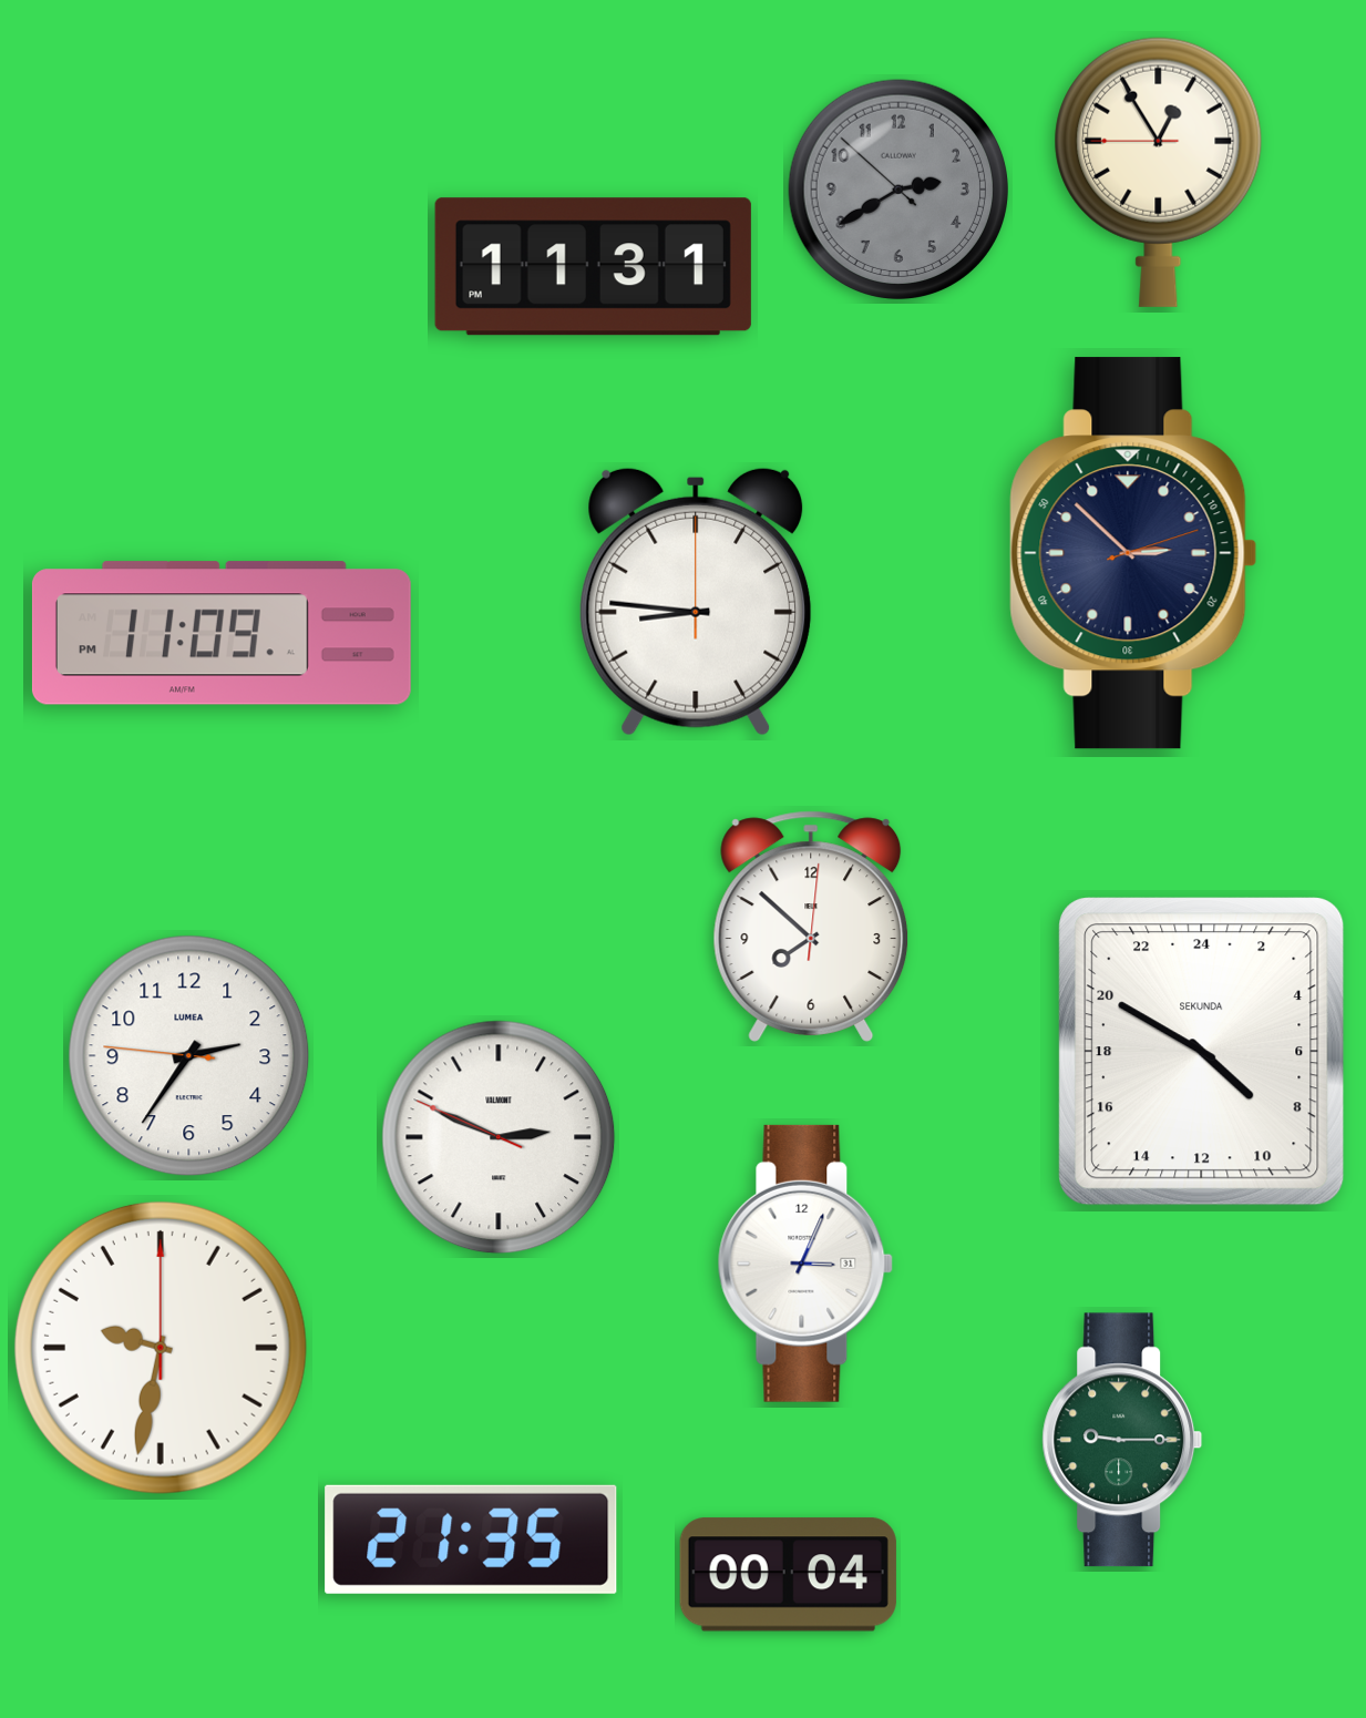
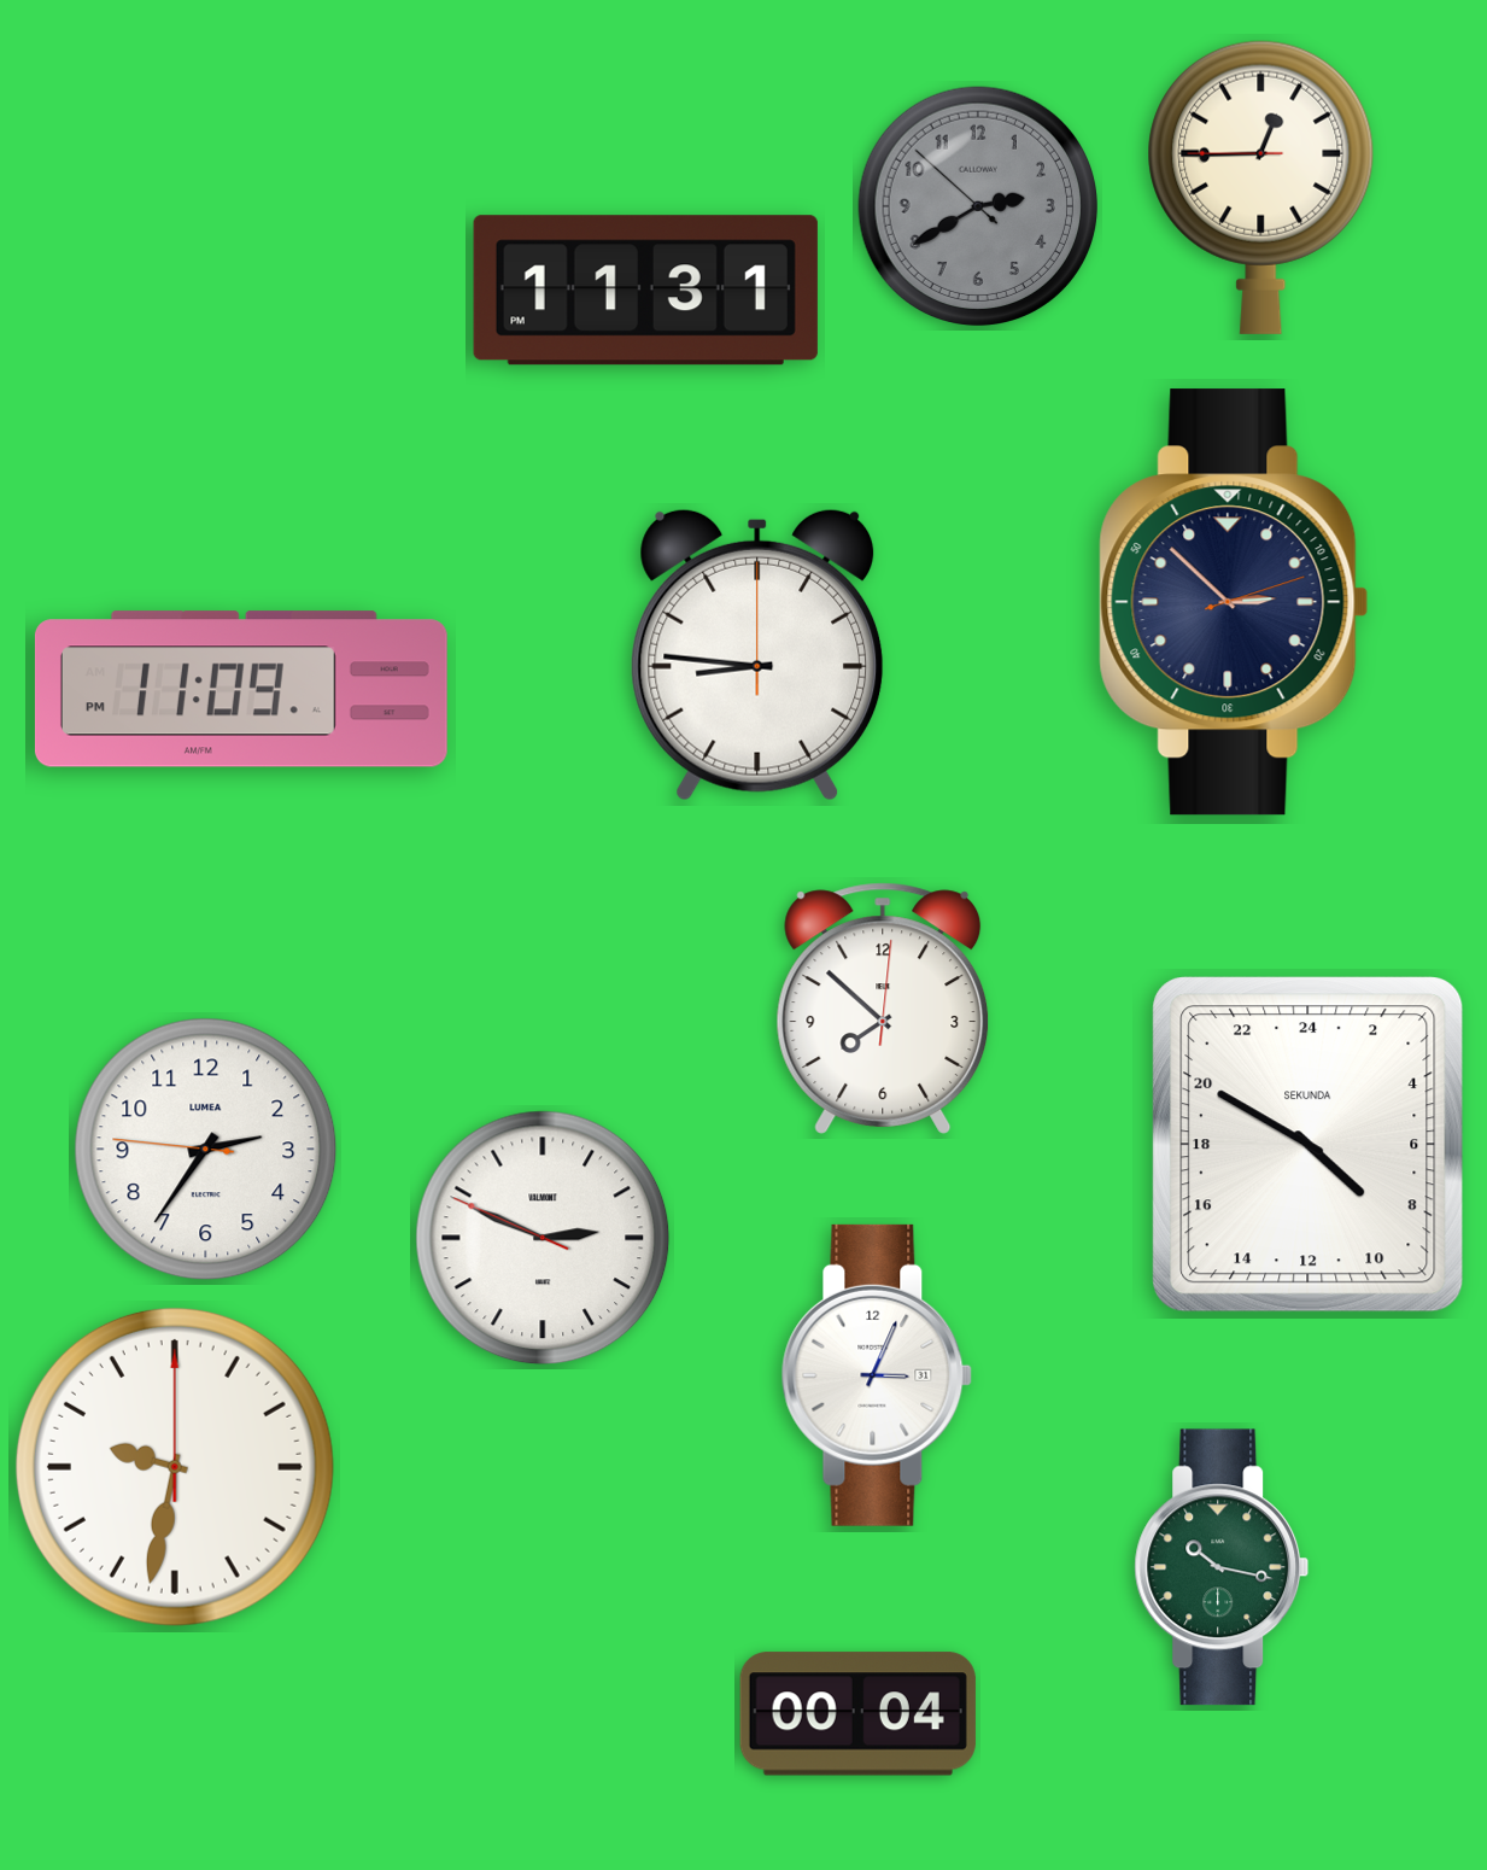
clock at (1159, 172): 12:54 -> 12:44
clock at (1122, 1440): 9:15 -> 10:17
clock at (471, 1540): 21:35 -> none
